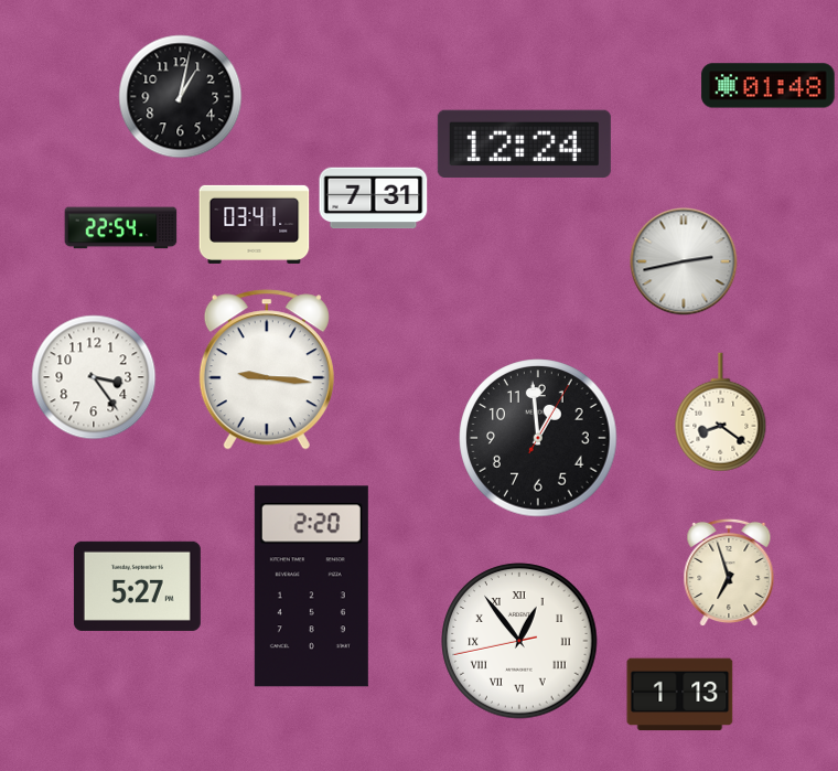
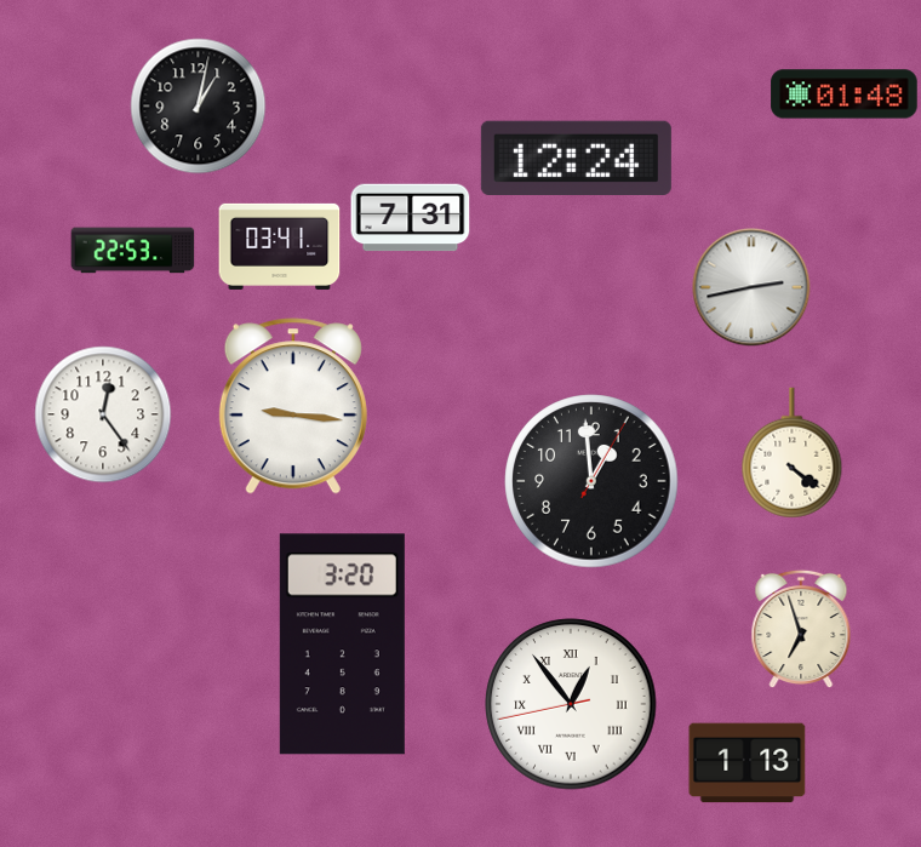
clock at (121, 228): 22:54 -> 22:53
clock at (94, 377): 3:24 -> 12:24
clock at (721, 413): 8:21 -> 4:21
clock at (137, 586): 5:27 -> none
clock at (311, 587): 2:20 -> 3:20
